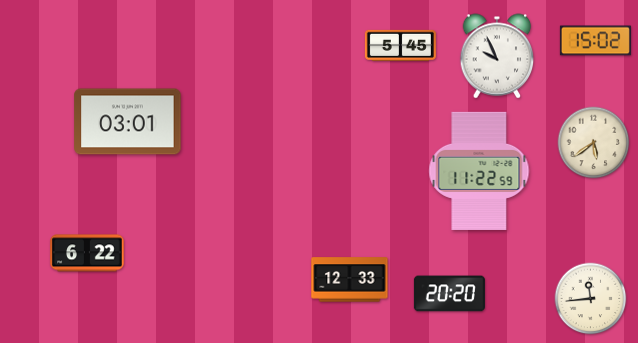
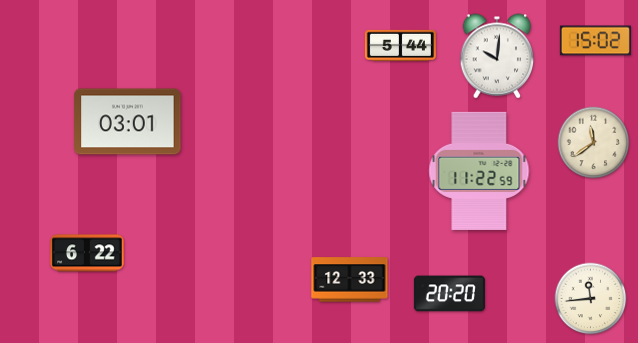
clock at (400, 45): 5:45 -> 5:44
clock at (497, 56): 9:56 -> 10:01
clock at (594, 143): 5:39 -> 11:39
